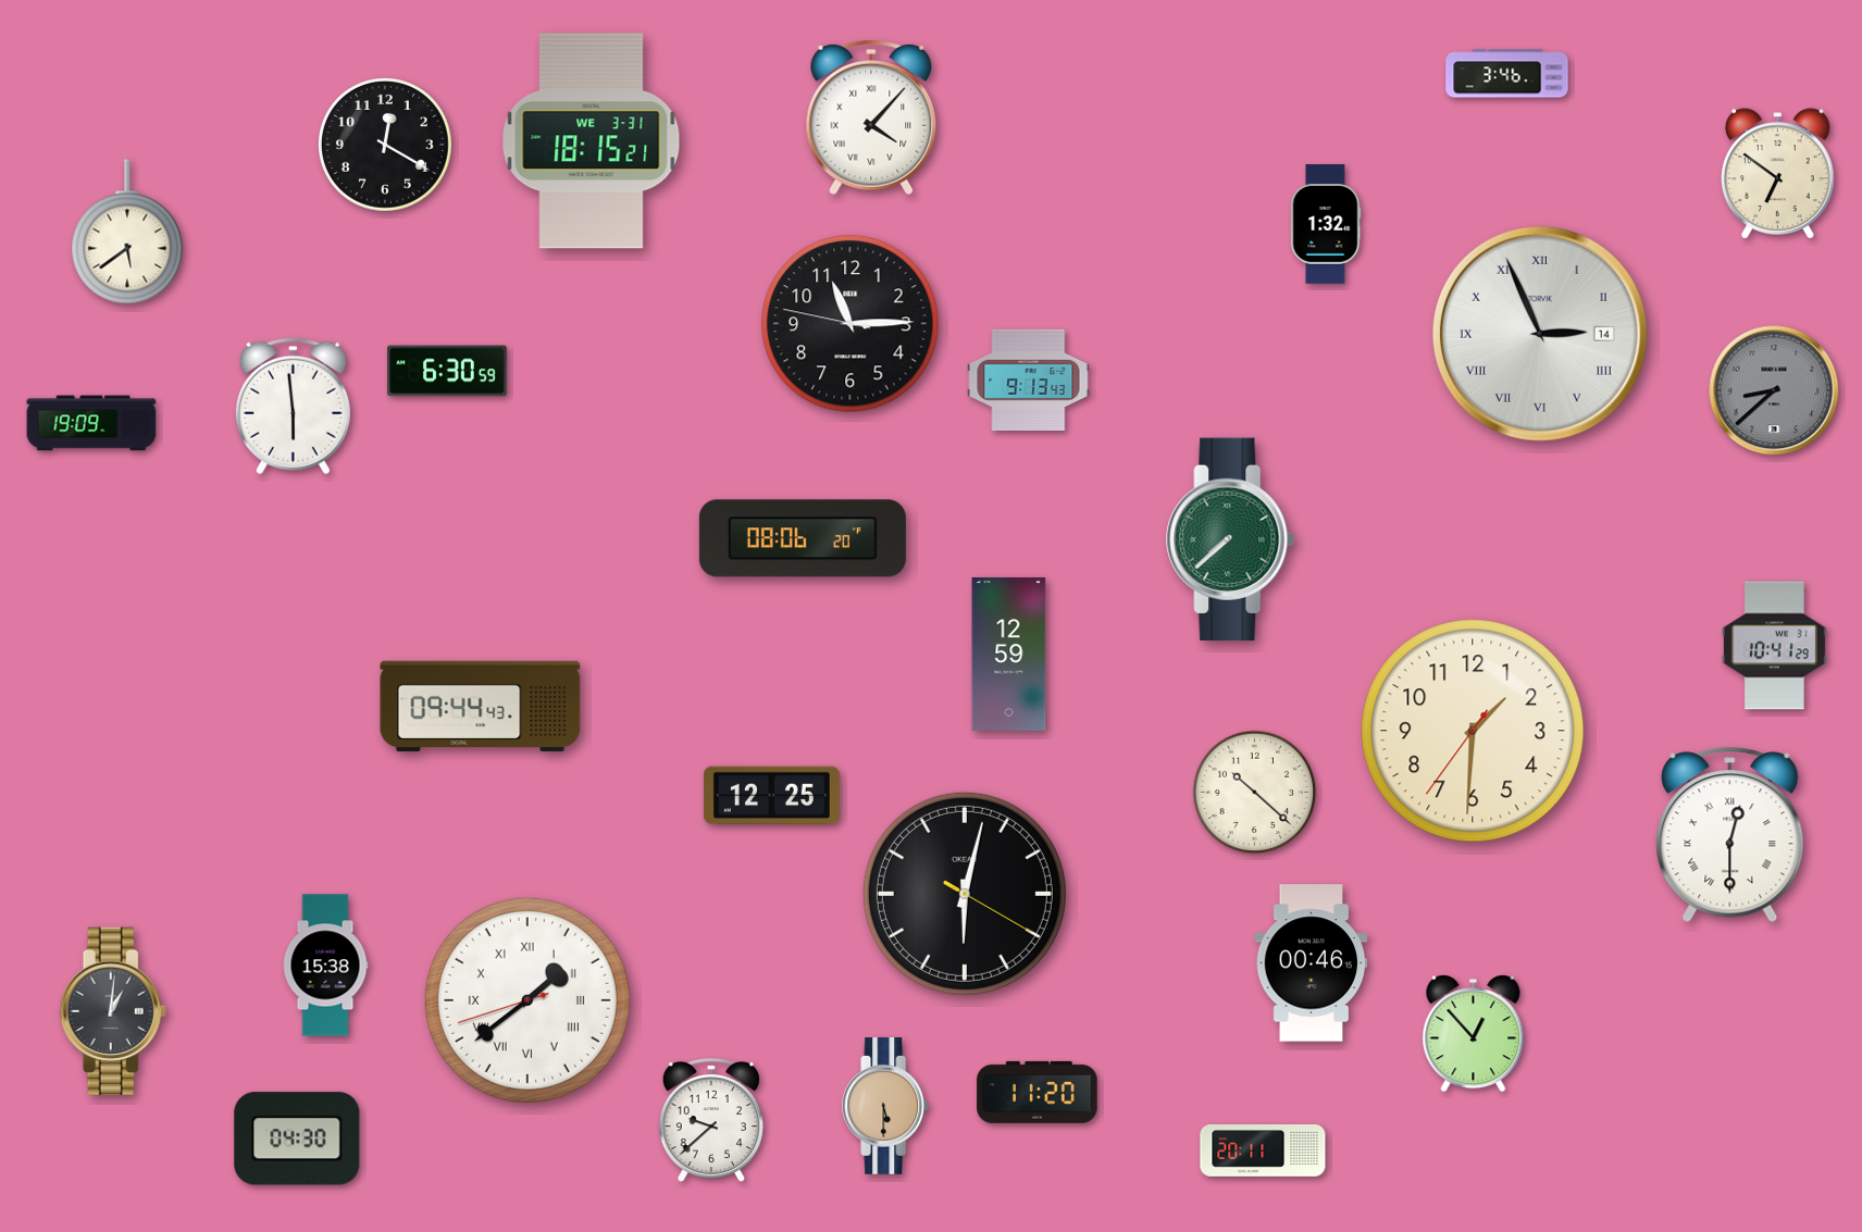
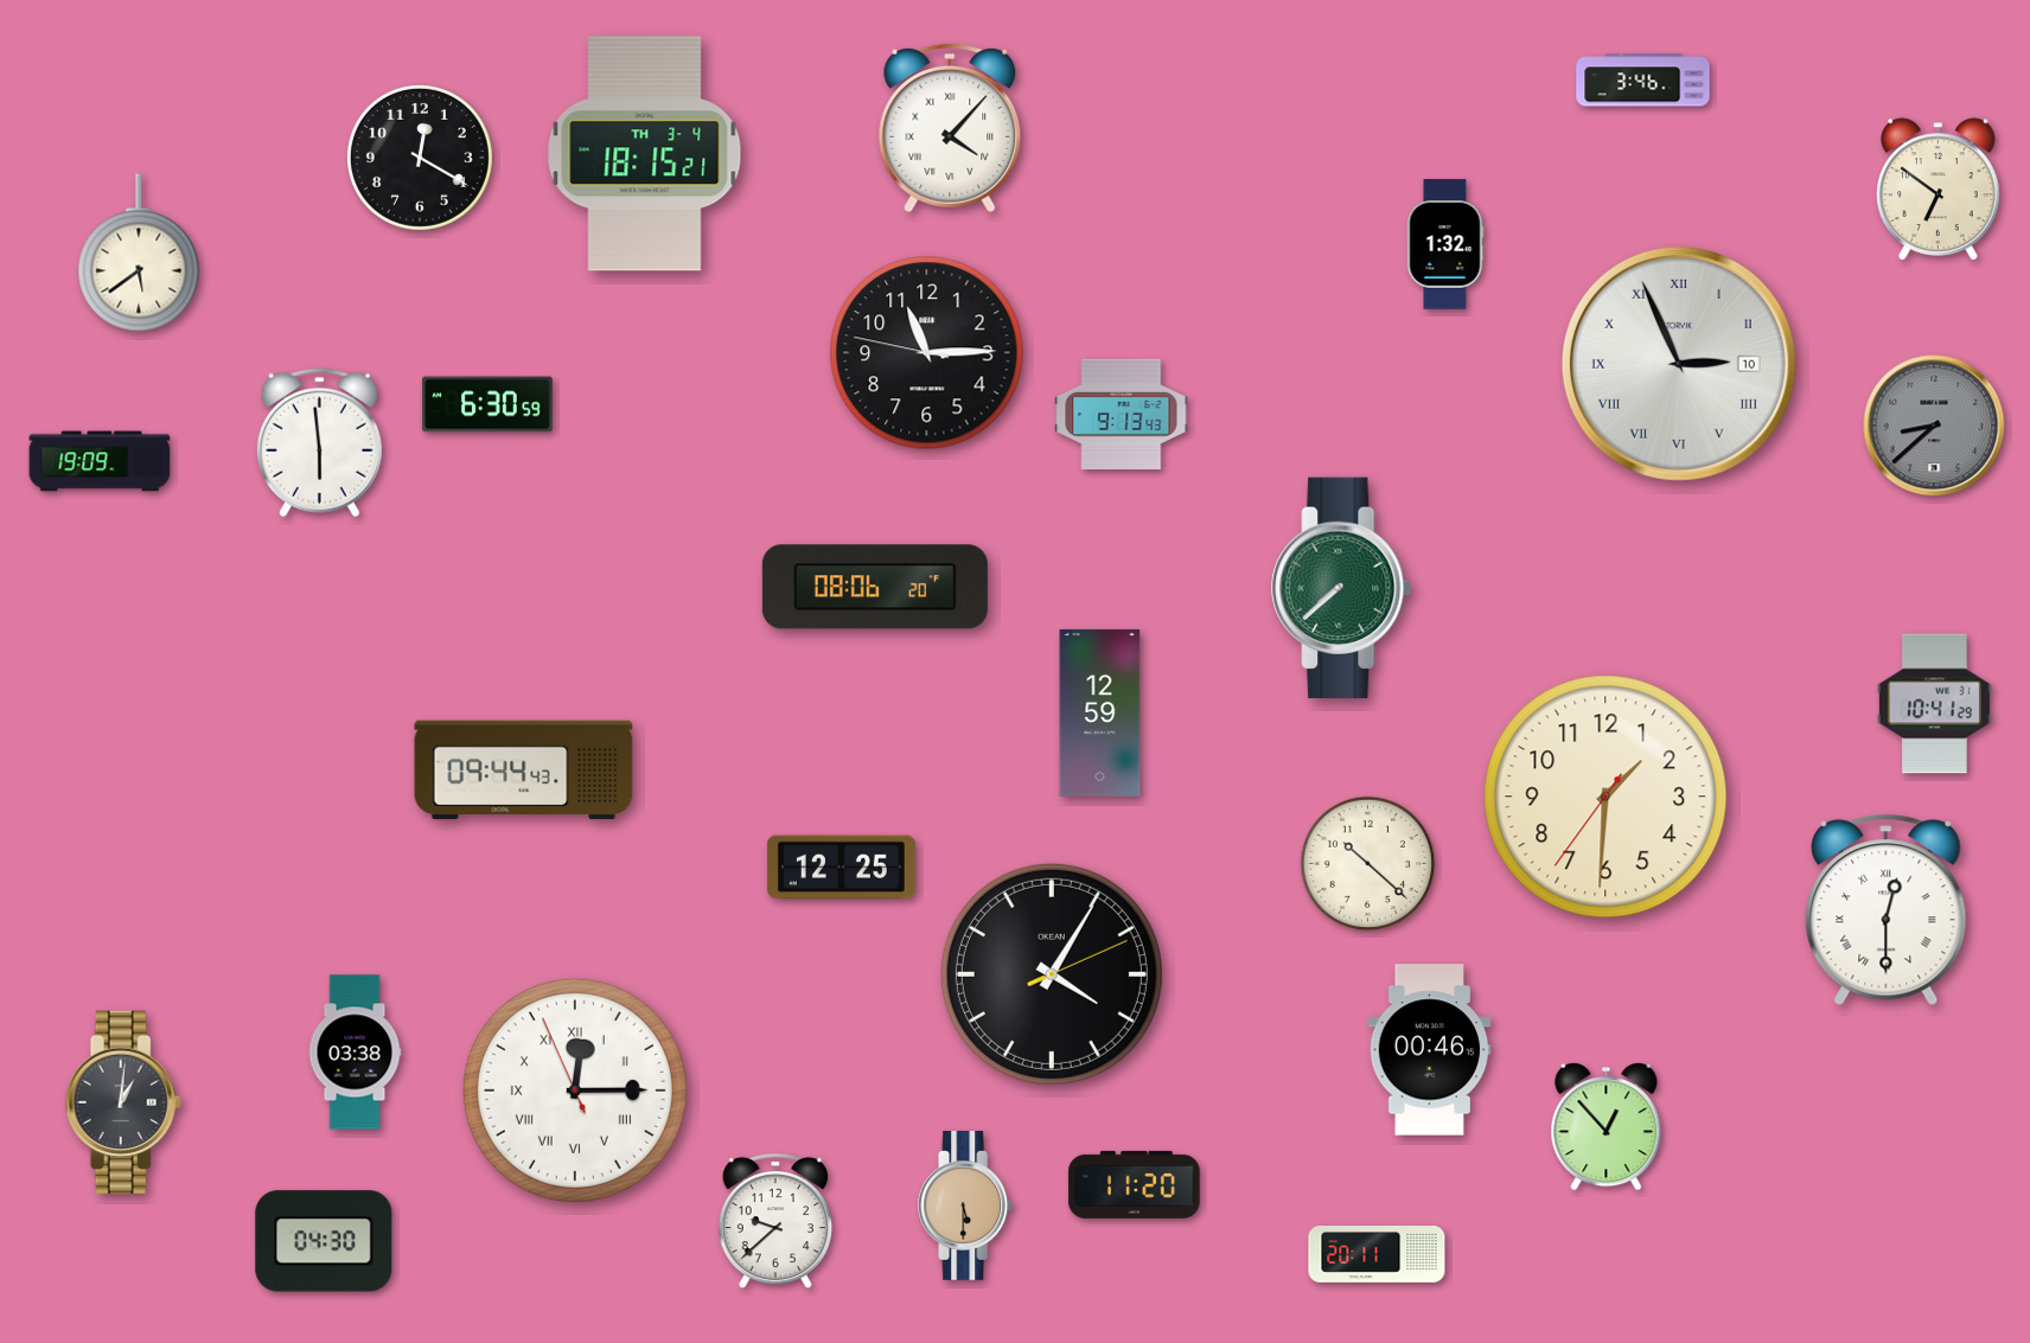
clock at (592, 141) date: WE 3-31 -> TH 3-4
clock at (1540, 334) date: 14 -> 10
clock at (965, 894): 6:02 -> 4:05
clock at (325, 966): 15:38 -> 03:38
clock at (527, 1000): 1:38 -> 12:14
clock at (1038, 1092) position: (1038, 1092) -> (1135, 1184)
